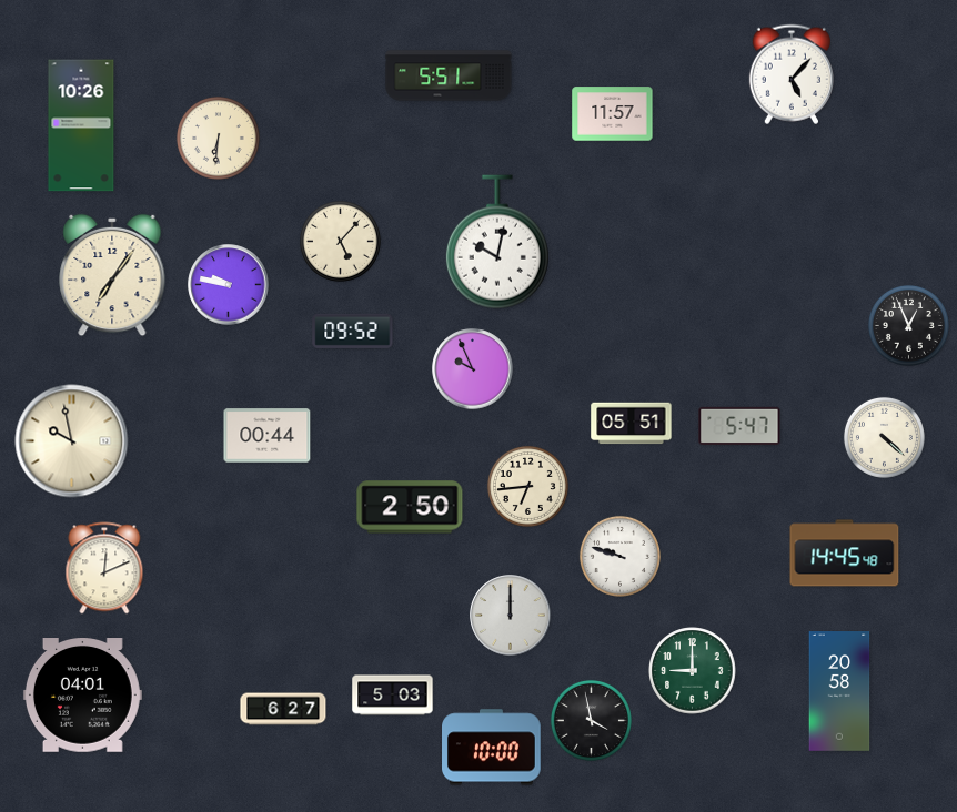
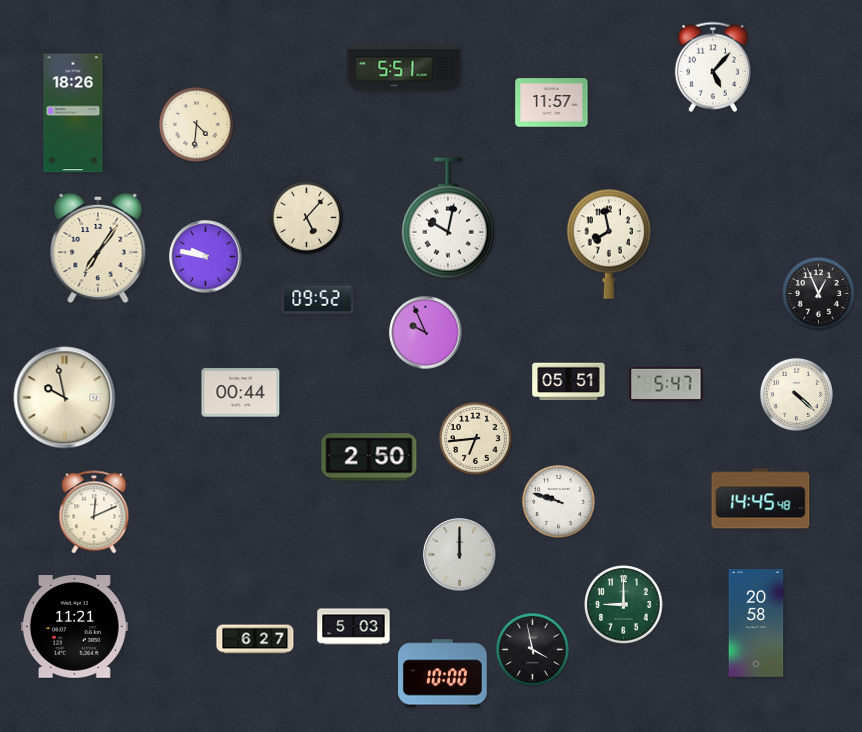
clock at (81, 125): 10:26 -> 18:26
clock at (218, 138): 6:31 -> 4:31
clock at (609, 244): none -> 7:58
clock at (112, 275) position: (112, 275) -> (98, 248)
clock at (82, 696): 04:01 -> 11:21
